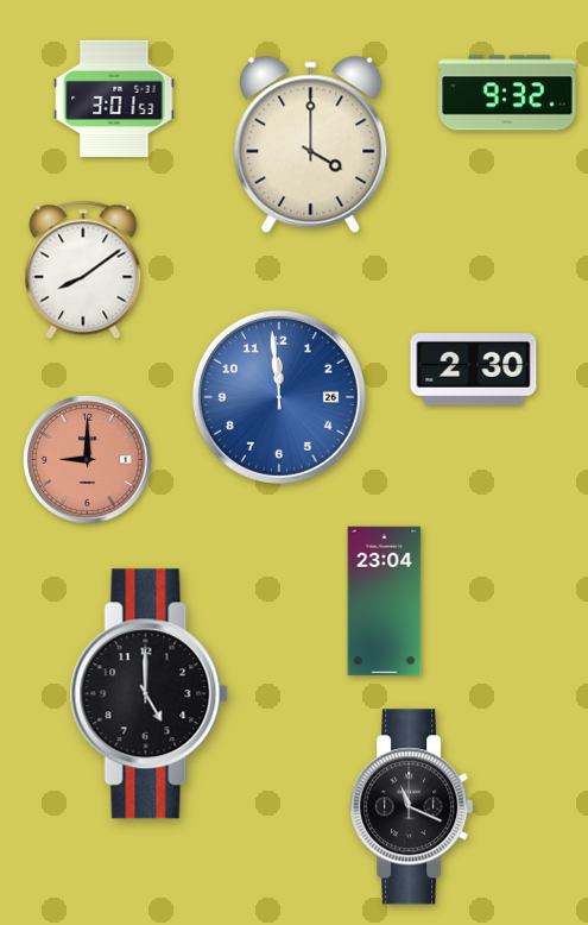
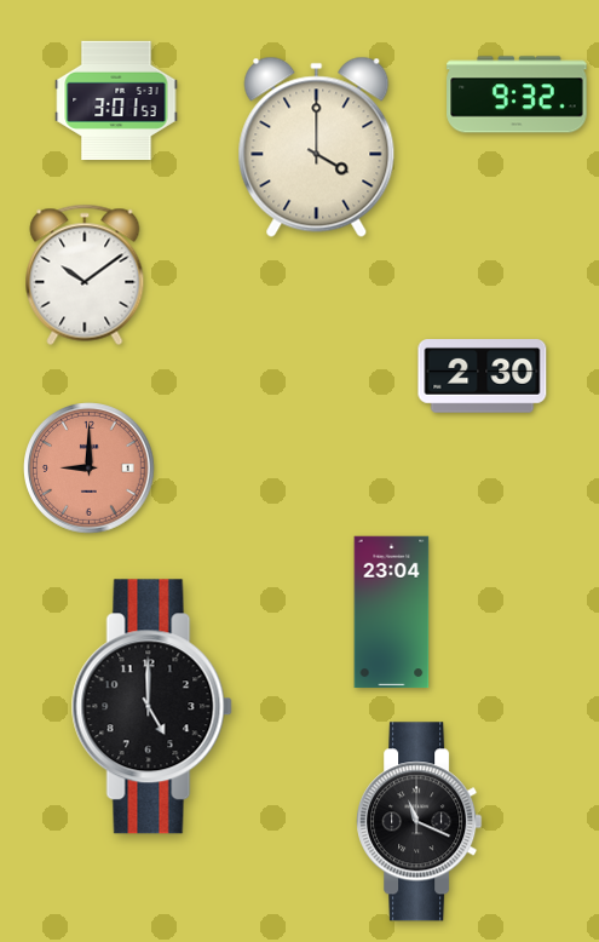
clock at (83, 270): 8:09 -> 10:09
clock at (279, 397): 11:59 -> none
